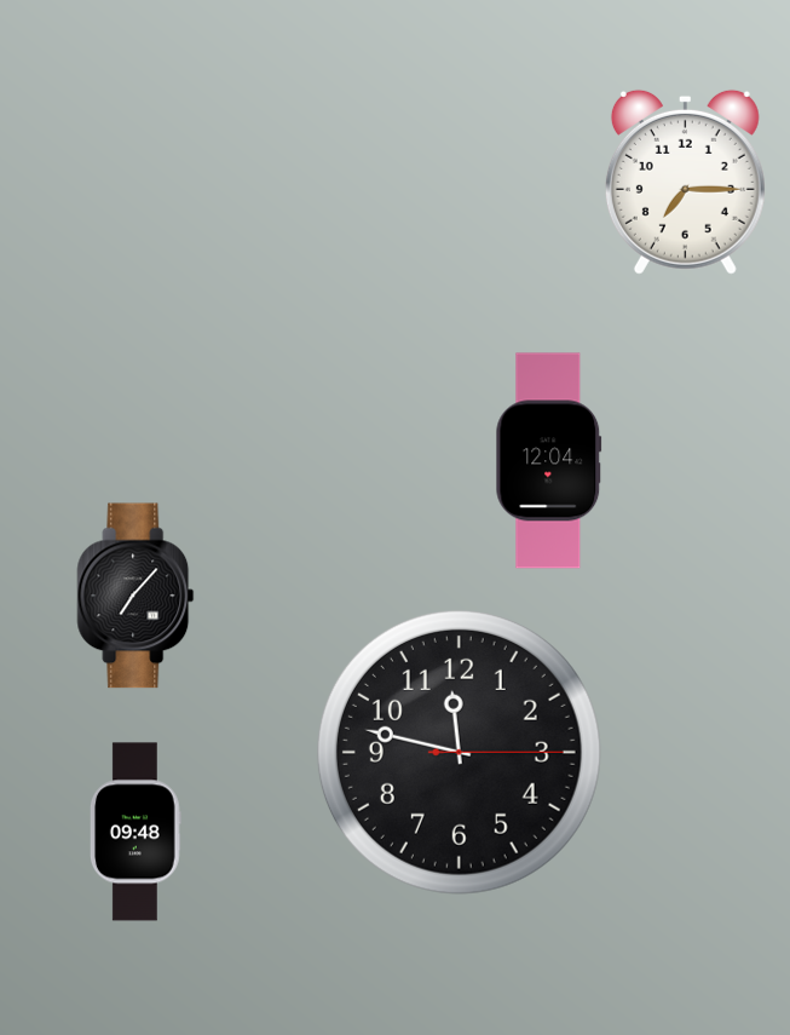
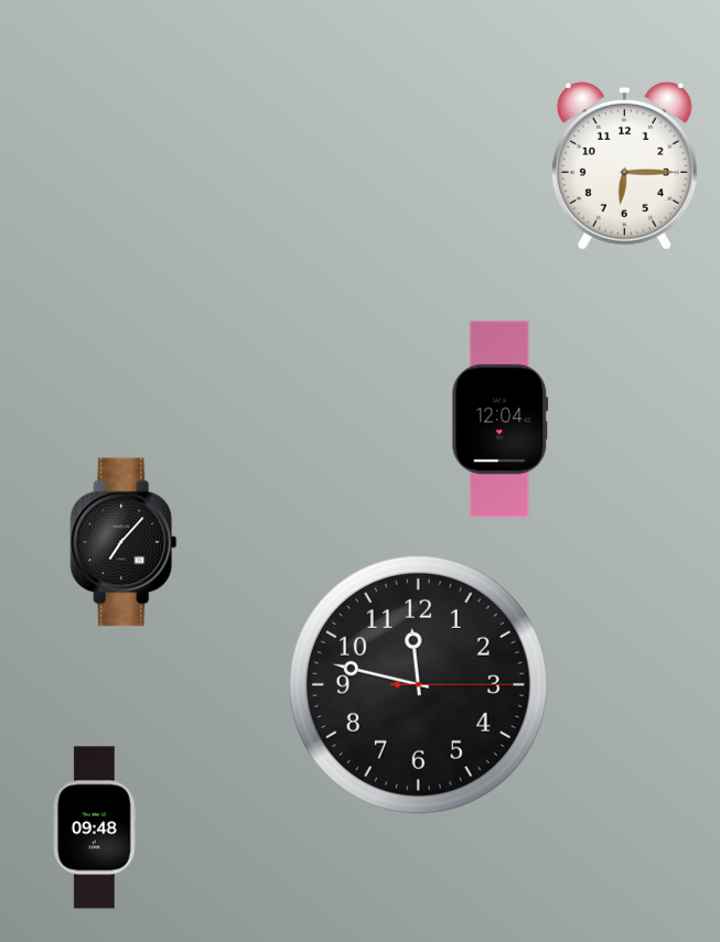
clock at (685, 182): 7:15 -> 6:15
clock at (135, 832) position: (135, 832) -> (95, 827)
